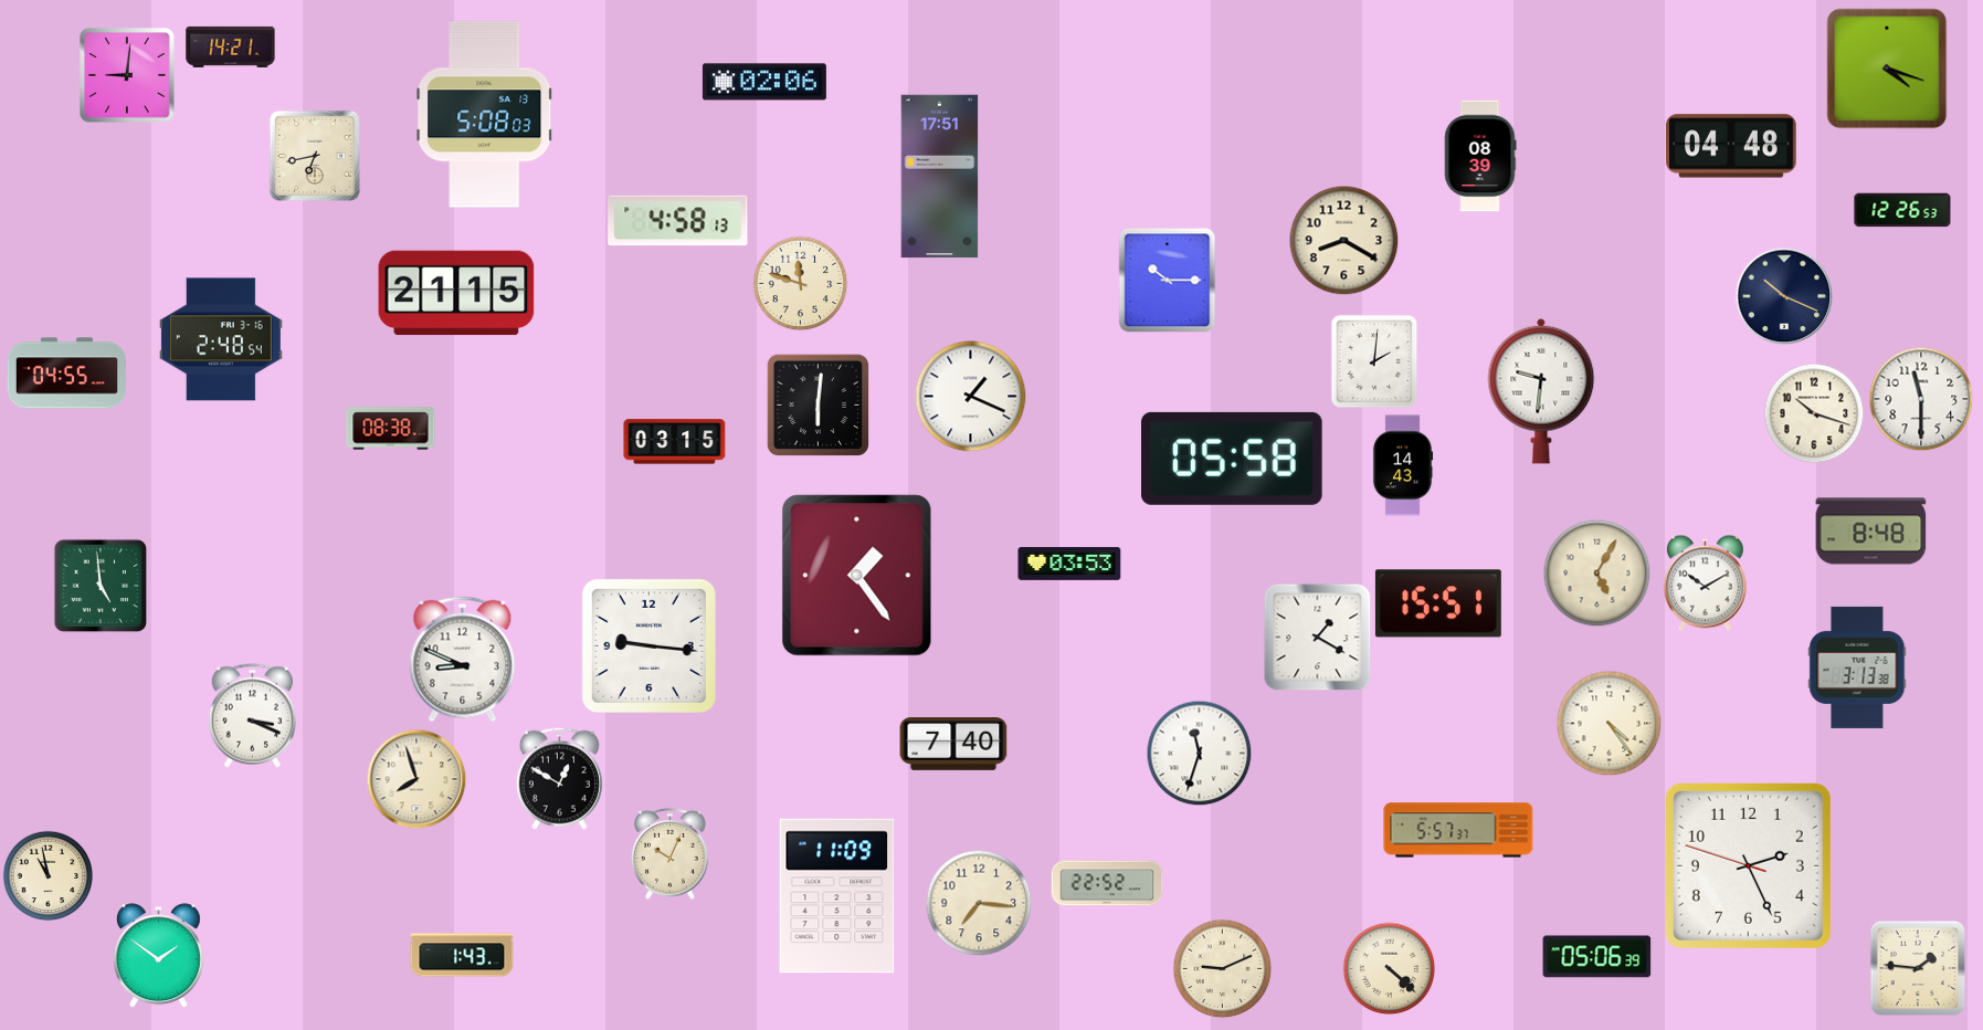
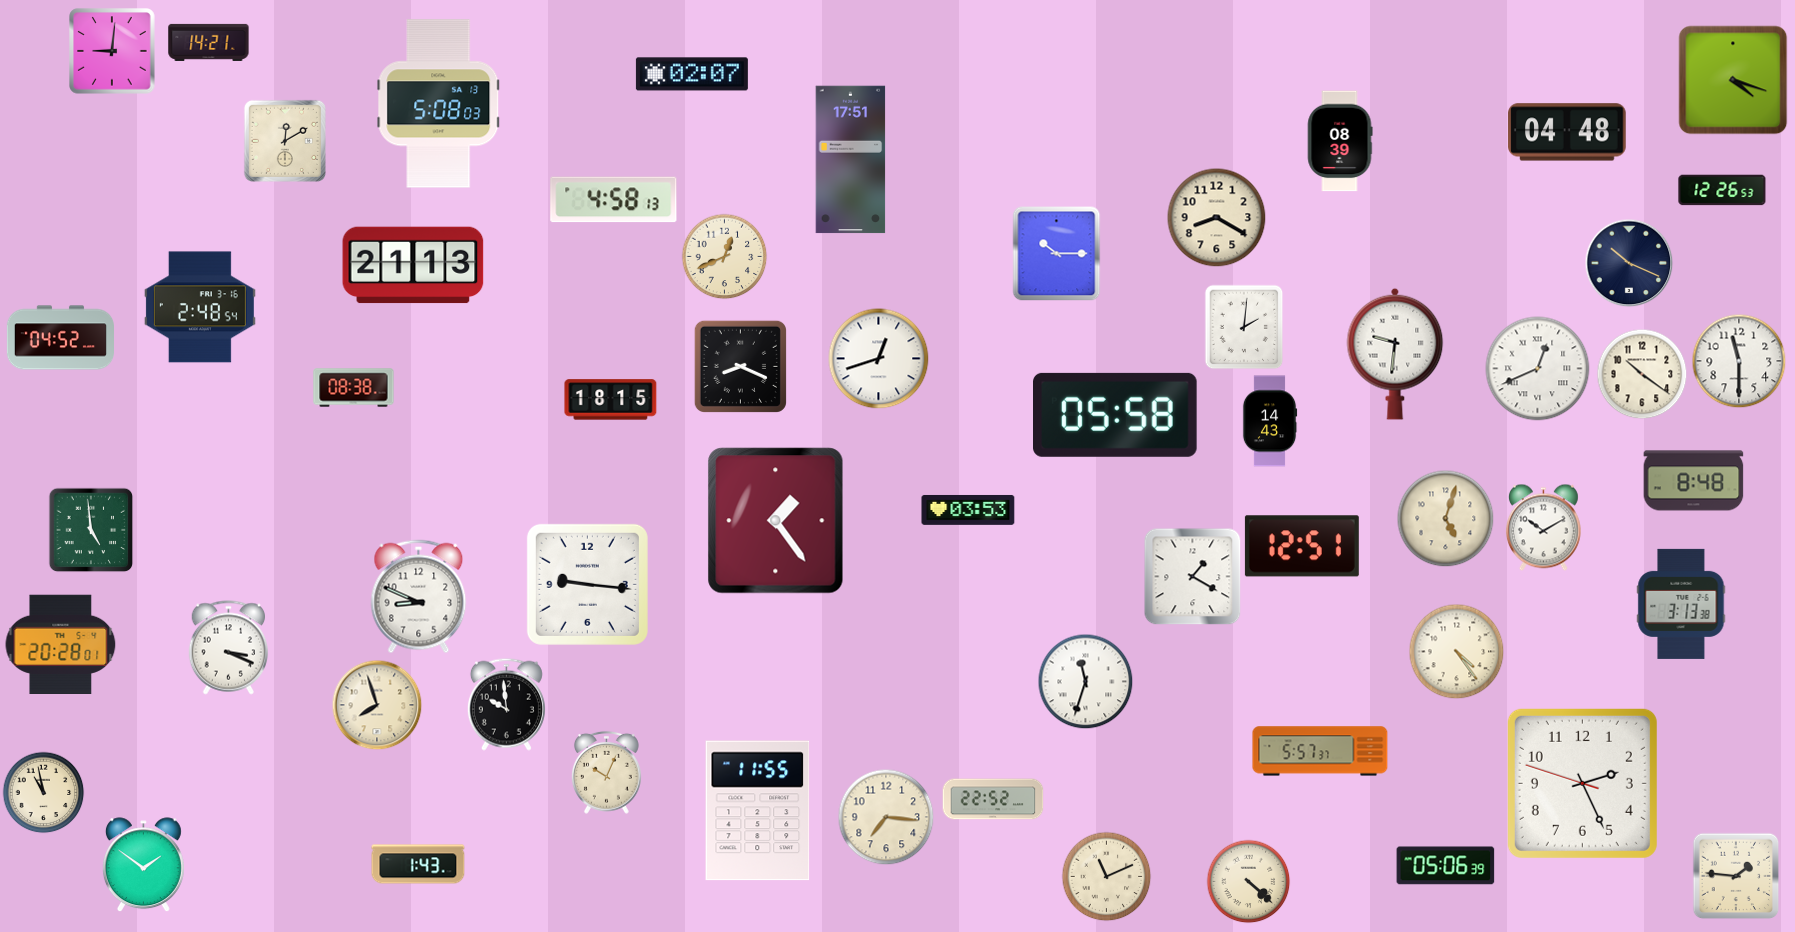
clock at (1887, 69) position: (1887, 69) -> (1733, 80)
clock at (127, 75) position: (127, 75) -> (112, 51)
clock at (764, 82): 02:06 -> 02:07
clock at (315, 156): 6:43 -> 12:10
clock at (800, 283): 11:48 -> 12:41
clock at (456, 293): 21:15 -> 21:13
clock at (1784, 296) position: (1784, 296) -> (1629, 263)
clock at (66, 374): 04:55 -> 04:52
clock at (971, 397): 1:19 -> 12:42
clock at (818, 404): 6:01 -> 8:19
clock at (1538, 369): none -> 12:41
clock at (1814, 413): 10:18 -> 10:21
clock at (675, 442): 03:15 -> 18:15
clock at (1596, 572): 5:05 -> 5:03
clock at (1438, 603): 15:51 -> 12:51
clock at (61, 644): none -> 20:28
clock at (1608, 723) position: (1608, 723) -> (1456, 651)
clock at (953, 745): 7:40 -> none
clock at (559, 778): 12:50 -> 9:59
clock at (1107, 883) position: (1107, 883) -> (993, 799)
clock at (837, 896): 11:09 -> 11:55
clock at (1222, 968): 9:11 -> 11:11
clock at (1389, 968) position: (1389, 968) -> (1248, 881)
